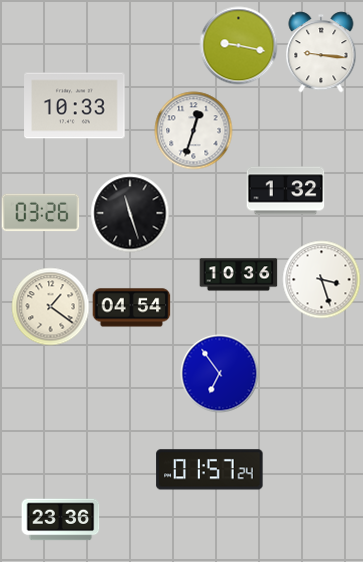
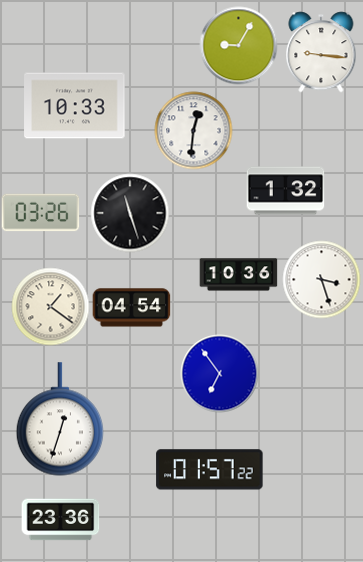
clock at (238, 45): 9:17 -> 9:05
clock at (193, 130): 12:33 -> 12:31
clock at (59, 419): none -> 12:33
clock at (210, 470): 01:57:24 -> 01:57:22
